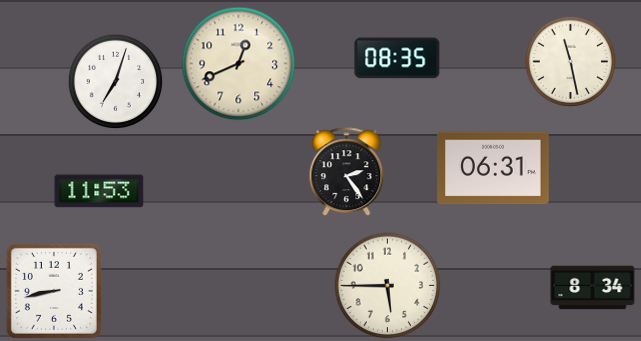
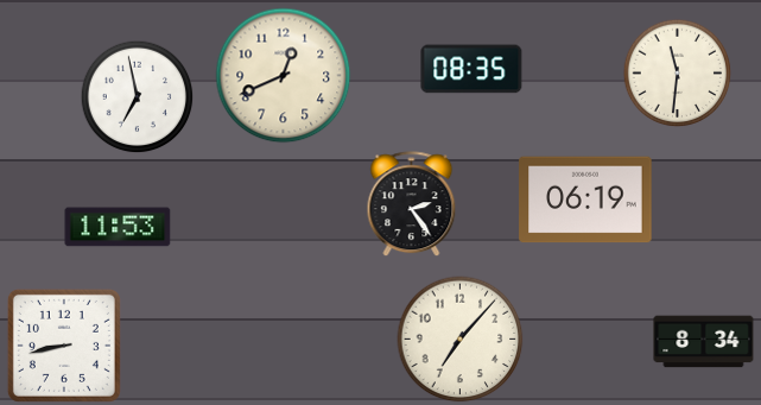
clock at (570, 61): 11:28 -> 11:31
clock at (115, 81): 7:03 -> 6:58
clock at (493, 168): 06:31 -> 06:19
clock at (388, 286): 5:45 -> 7:07
